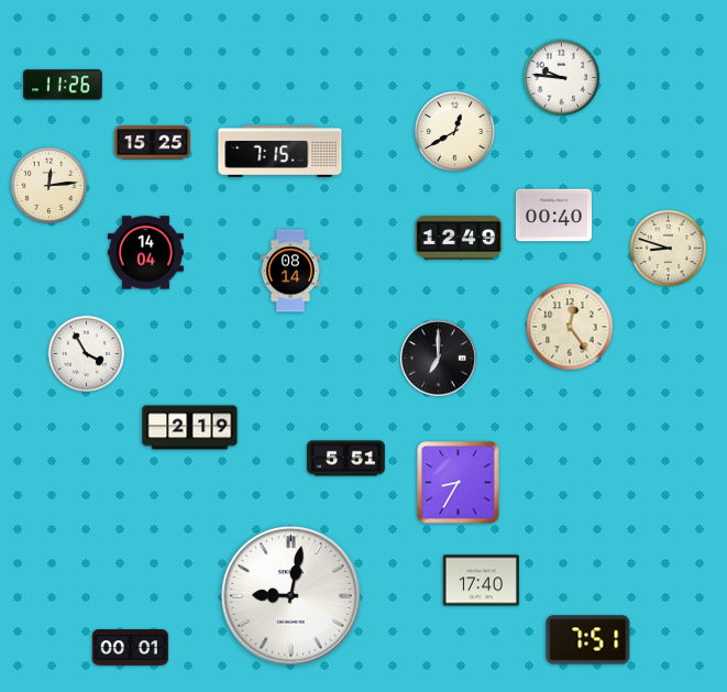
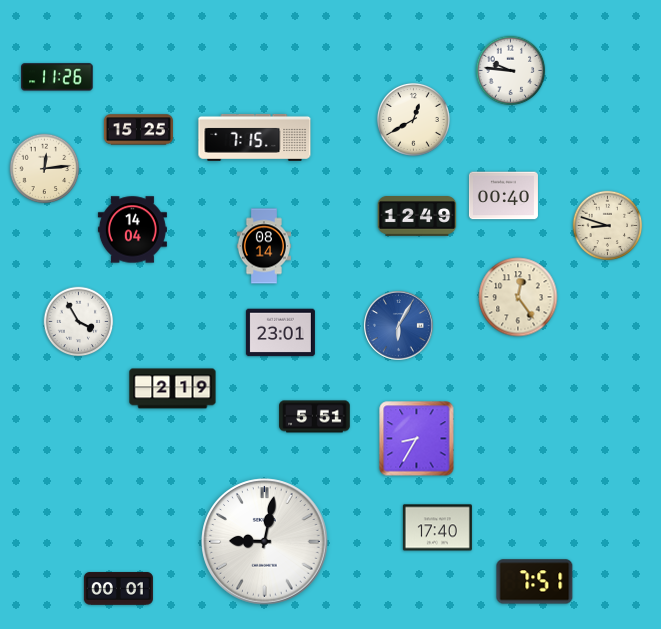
clock at (439, 359): 7:00 -> 6:05
clock at (439, 359) dial: black -> blue
clock at (280, 333): none -> 23:01
